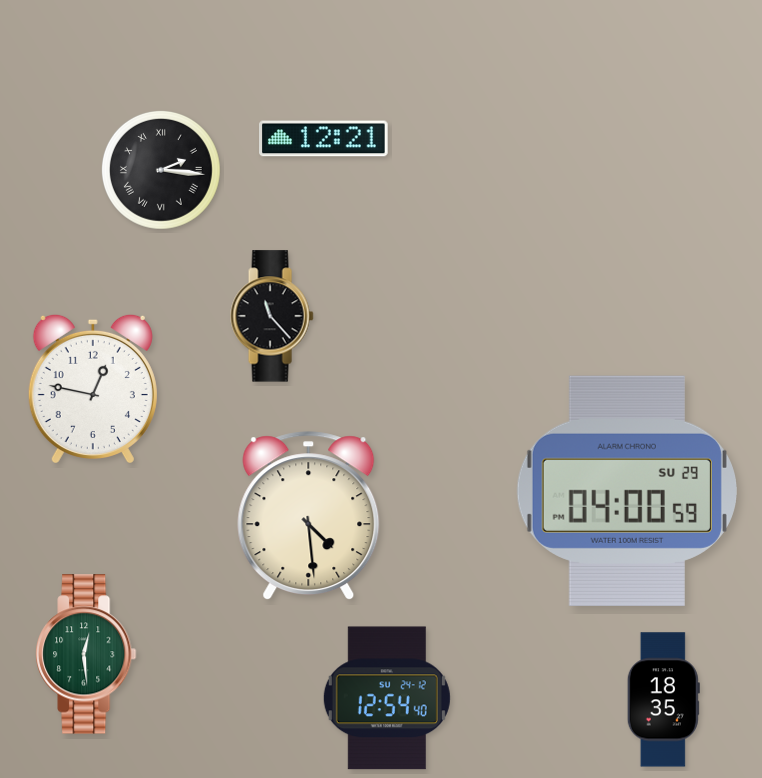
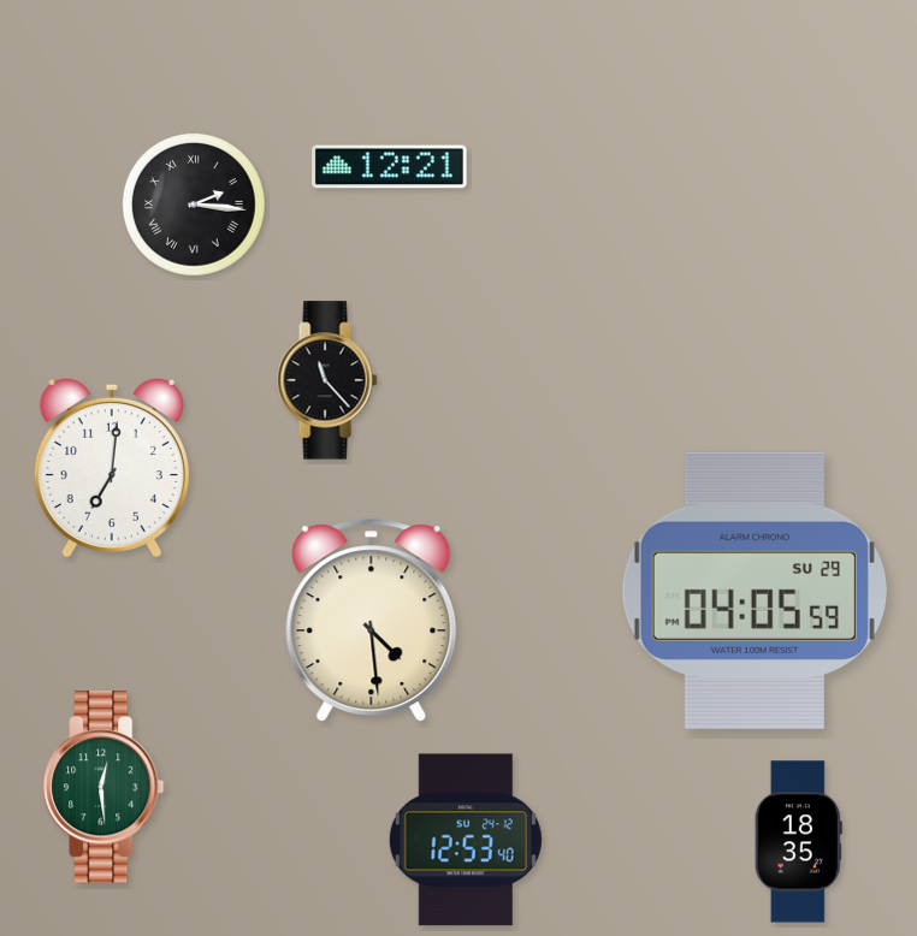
clock at (93, 388): 12:47 -> 7:01
clock at (627, 491): 04:00 -> 04:05
clock at (387, 698): 12:54 -> 12:53
